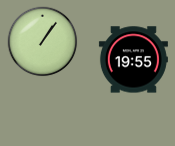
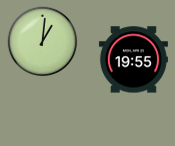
clock at (43, 42): 1:06 -> 1:01
